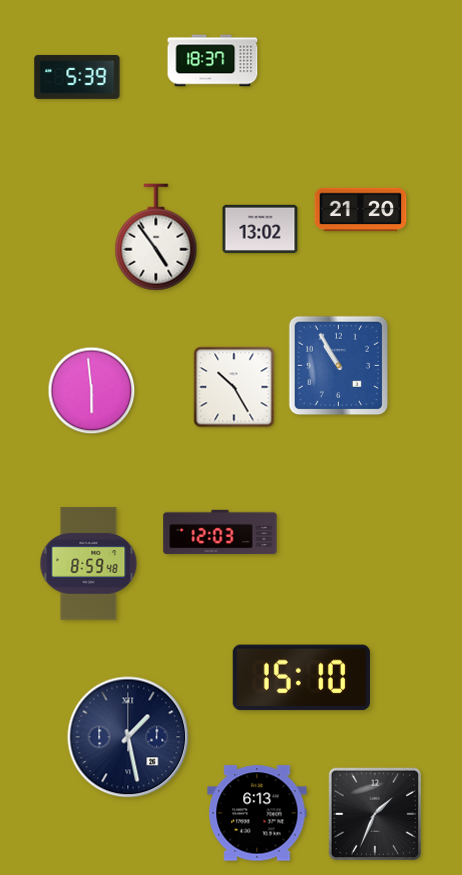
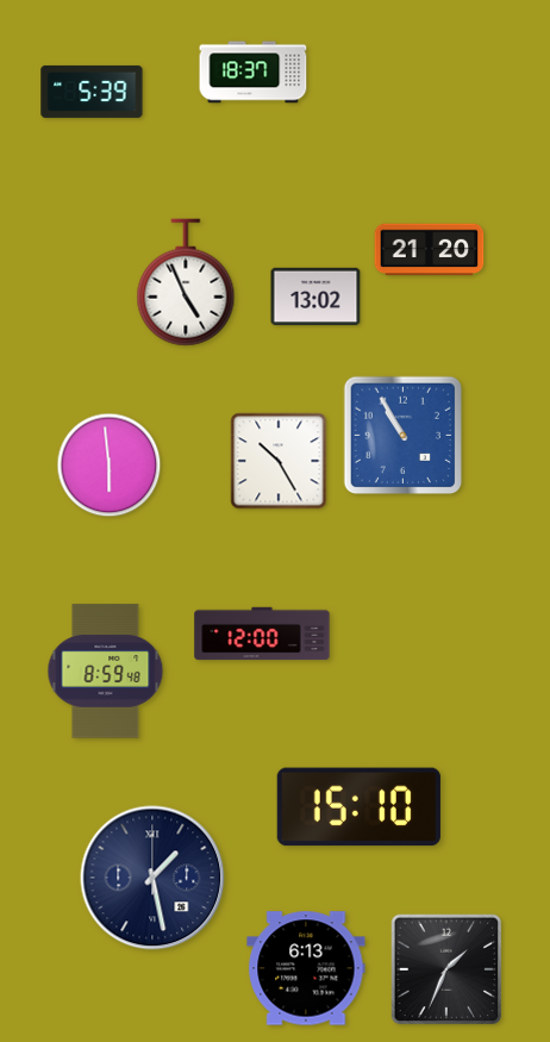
clock at (260, 229) position: (260, 229) -> (315, 297)
clock at (156, 237): 4:54 -> 4:56
clock at (220, 532): 12:03 -> 12:00
